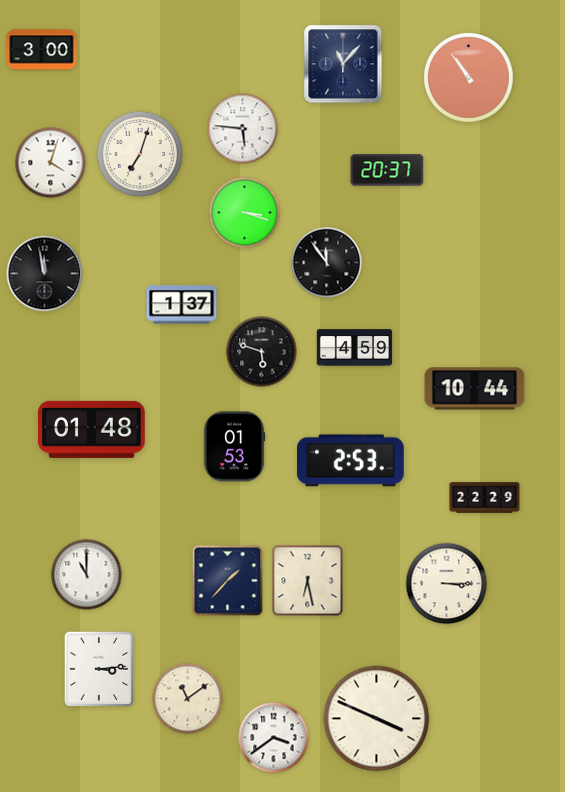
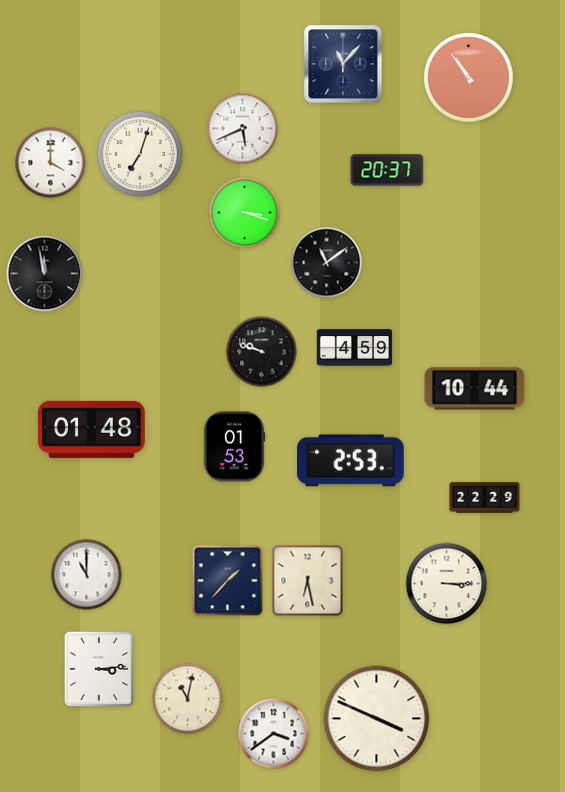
clock at (42, 50): 3:00 -> none
clock at (243, 129): 5:46 -> 5:41
clock at (51, 163): 4:03 -> 4:00
clock at (327, 263): 11:54 -> 11:09
clock at (182, 305): 1:37 -> none
clock at (262, 352): 5:48 -> 9:48
clock at (188, 699): 11:09 -> 11:02
clock at (274, 738) position: (274, 738) -> (274, 734)
